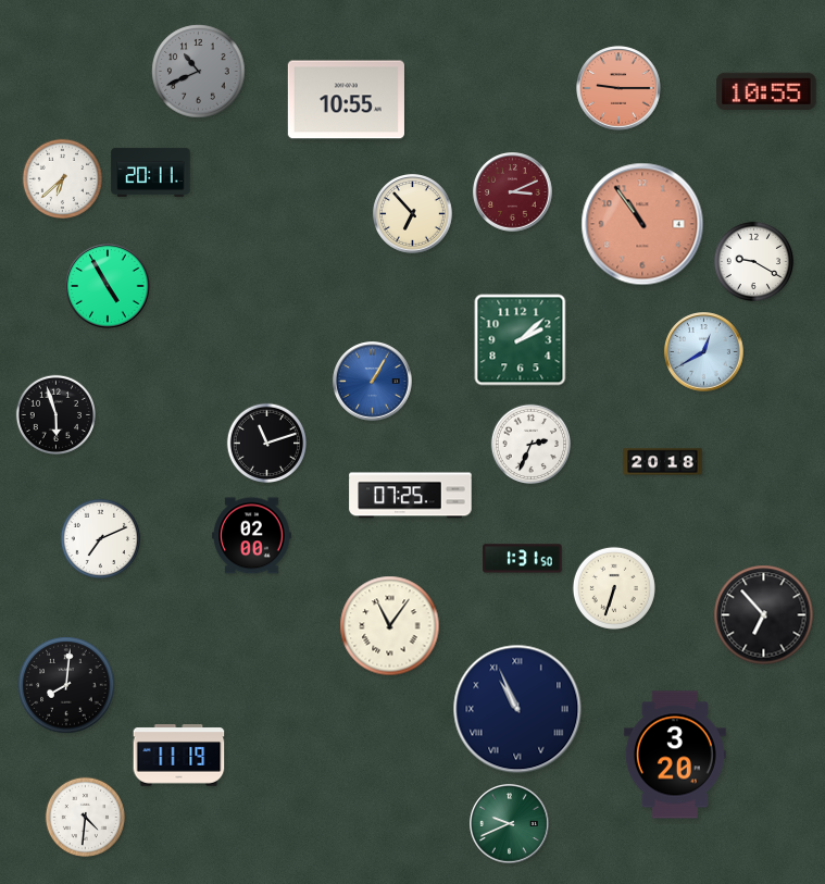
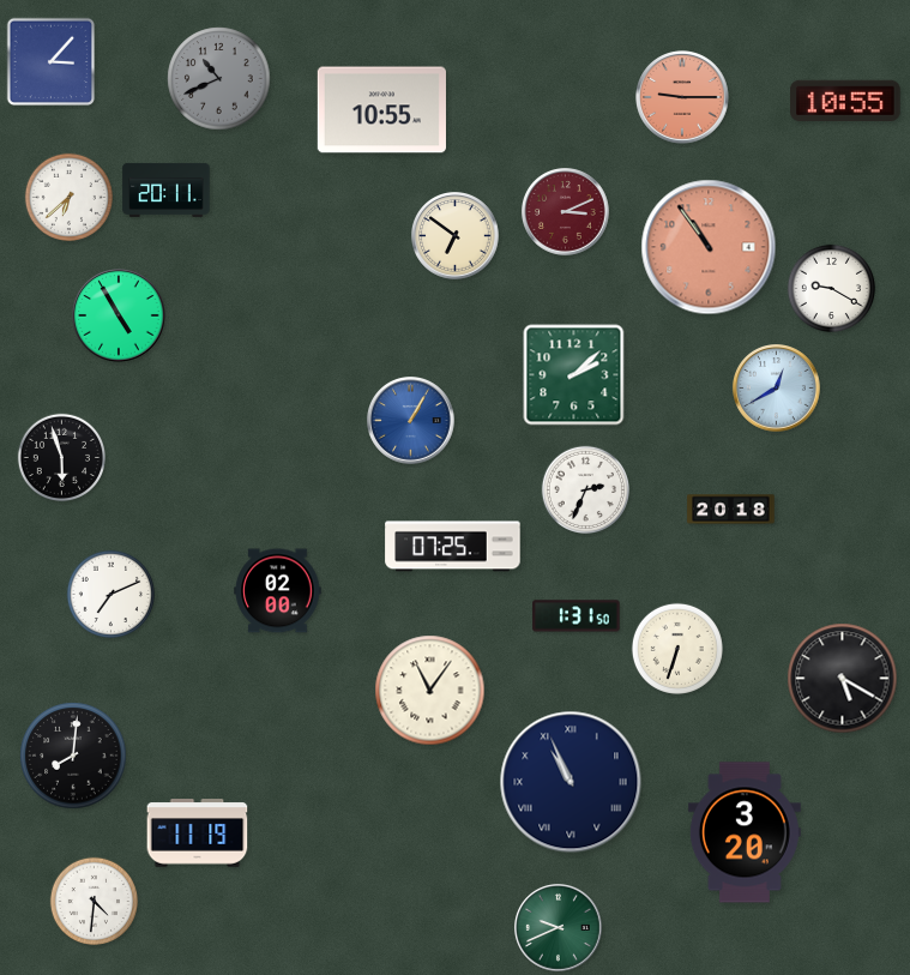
clock at (52, 62): none -> 3:07
clock at (413, 214): 6:53 -> 6:51
clock at (266, 443): 11:12 -> none
clock at (764, 615): 6:53 -> 5:20
clock at (510, 824) position: (510, 824) -> (559, 928)
